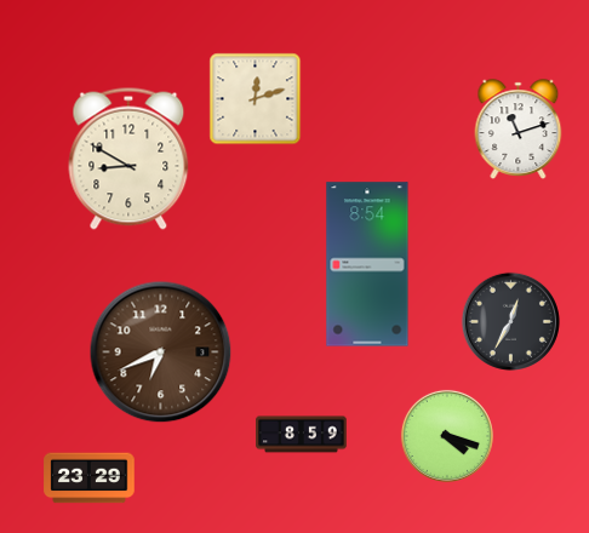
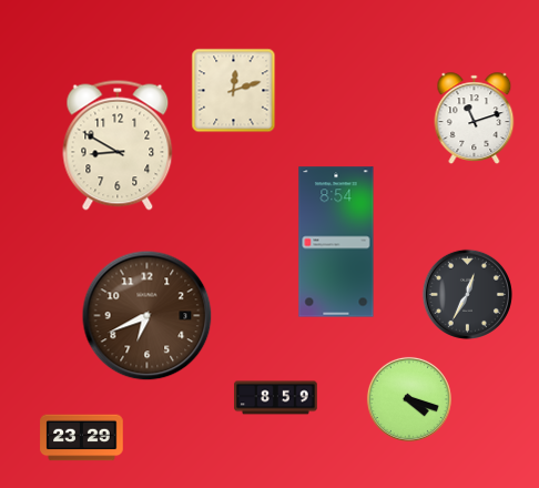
clock at (161, 353) position: (161, 353) -> (148, 316)
